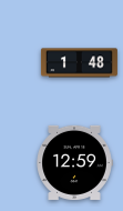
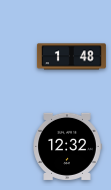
clock at (74, 162): 12:59 -> 12:32
